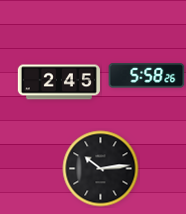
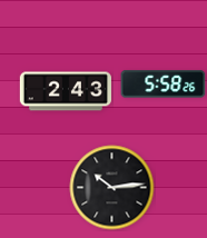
clock at (59, 82): 2:45 -> 2:43
